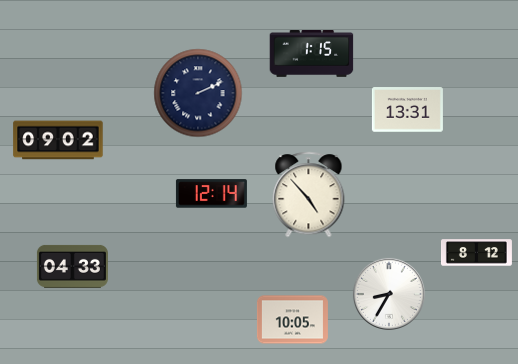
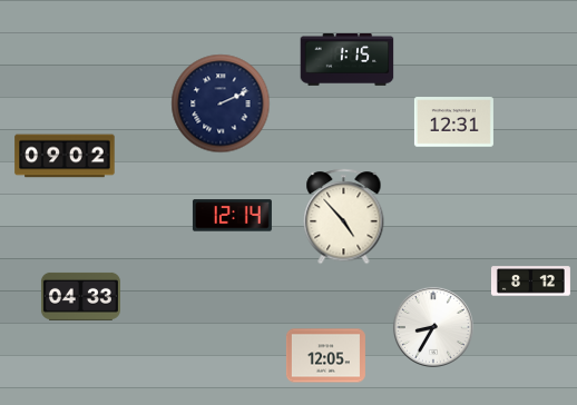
clock at (407, 110): 13:31 -> 12:31
clock at (211, 194) position: (211, 194) -> (232, 216)
clock at (292, 320): 10:05 -> 12:05
